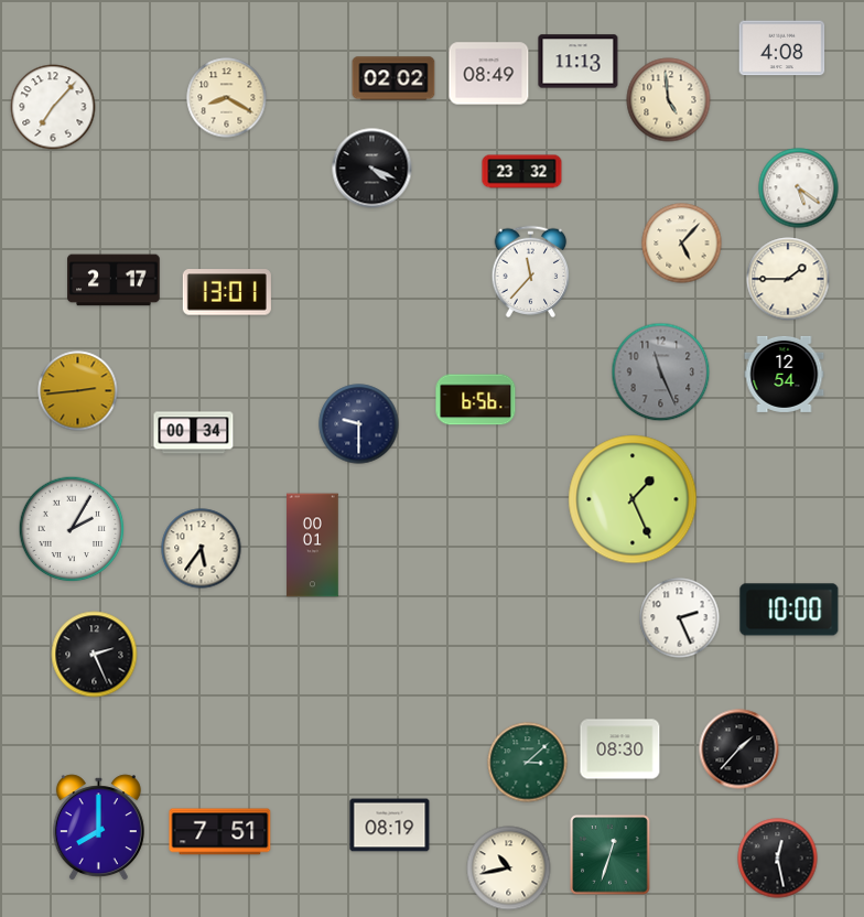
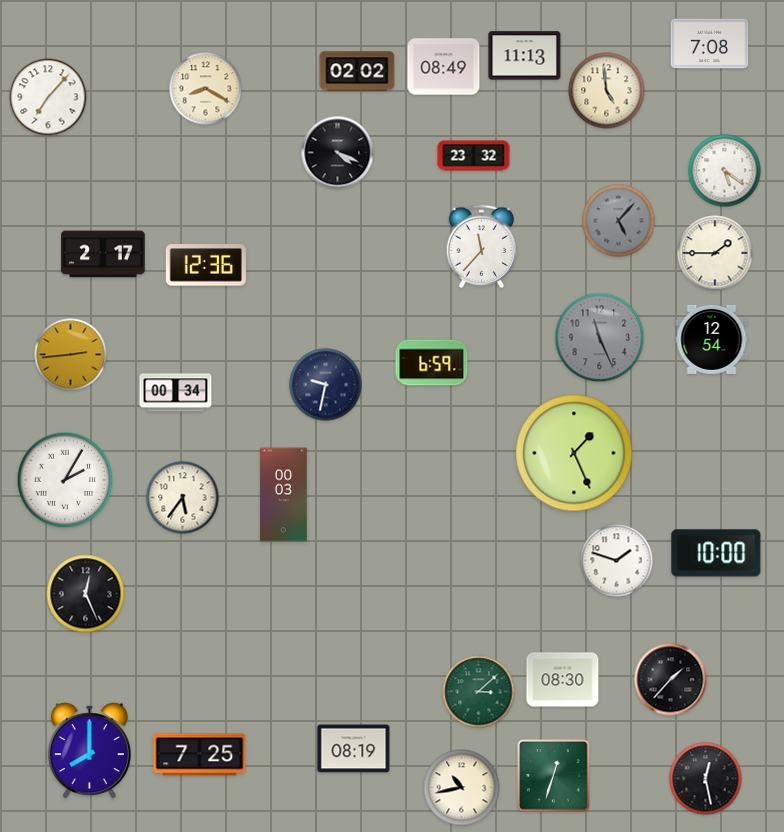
clock at (782, 48): 4:08 -> 7:08
clock at (682, 244) dial: cream -> grey
clock at (227, 292): 13:01 -> 12:36
clock at (476, 400): 6:56 -> 6:59
clock at (359, 424): 9:30 -> 9:32
clock at (313, 546): 00:01 -> 00:03
clock at (680, 618): 2:26 -> 1:48
clock at (95, 655): 2:26 -> 12:26
clock at (220, 832): 7:51 -> 7:25
